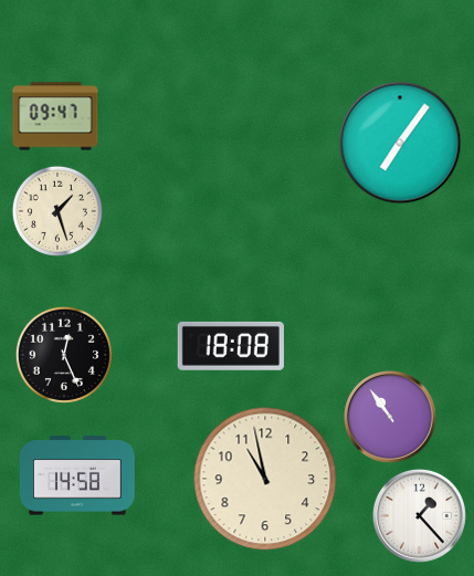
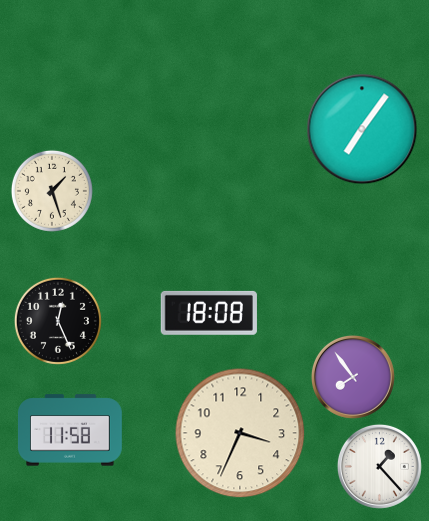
clock at (55, 116): 09:47 -> none
clock at (390, 417): 10:54 -> 7:54
clock at (77, 475): 14:58 -> 11:58
clock at (265, 479): 10:58 -> 3:34
